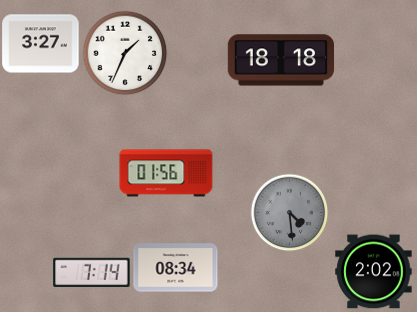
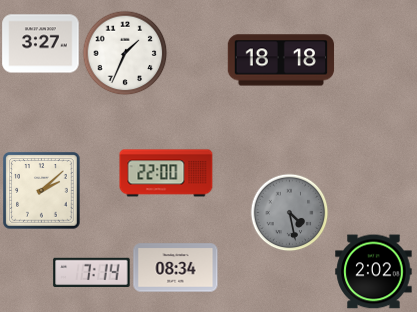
clock at (166, 173): 01:56 -> 22:00
clock at (42, 191): none -> 2:08
clock at (289, 212): 4:29 -> 4:28
